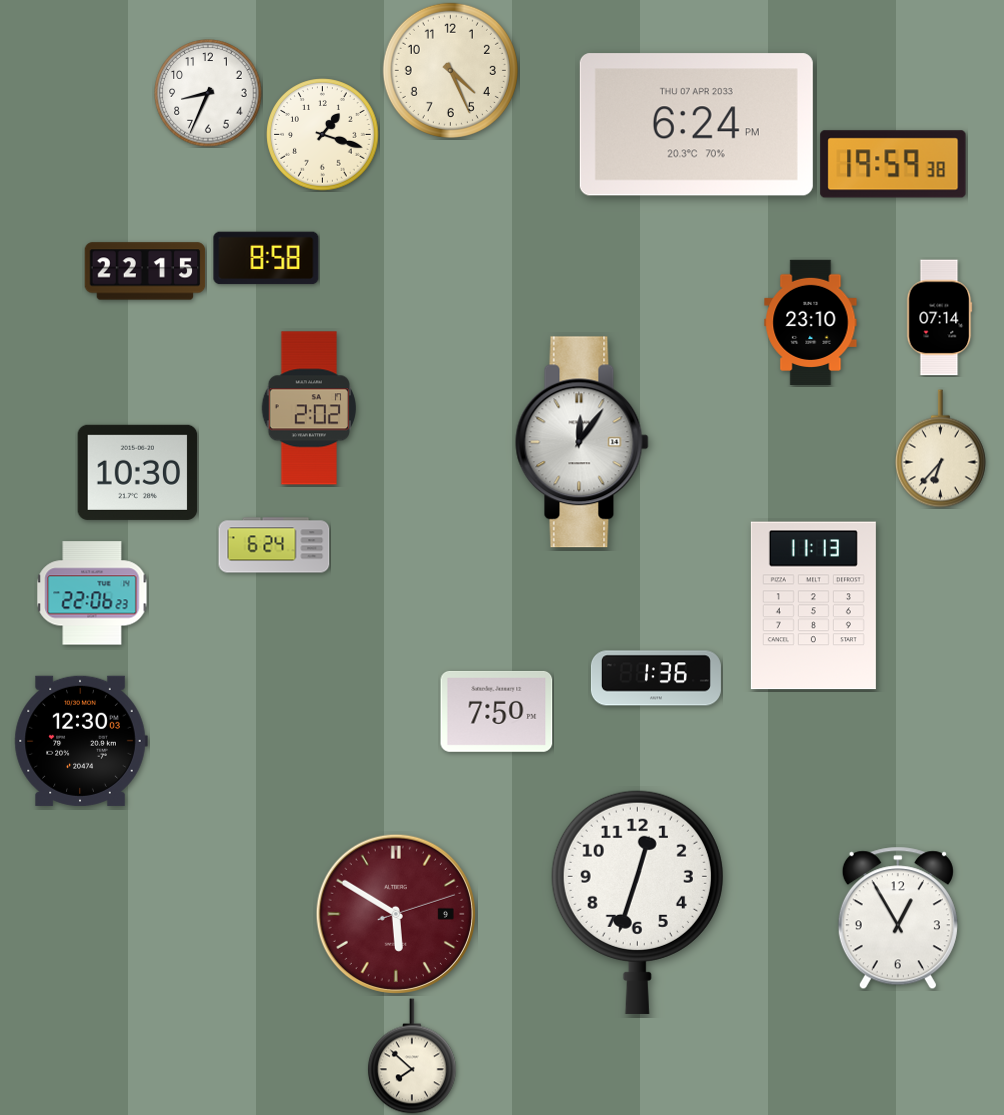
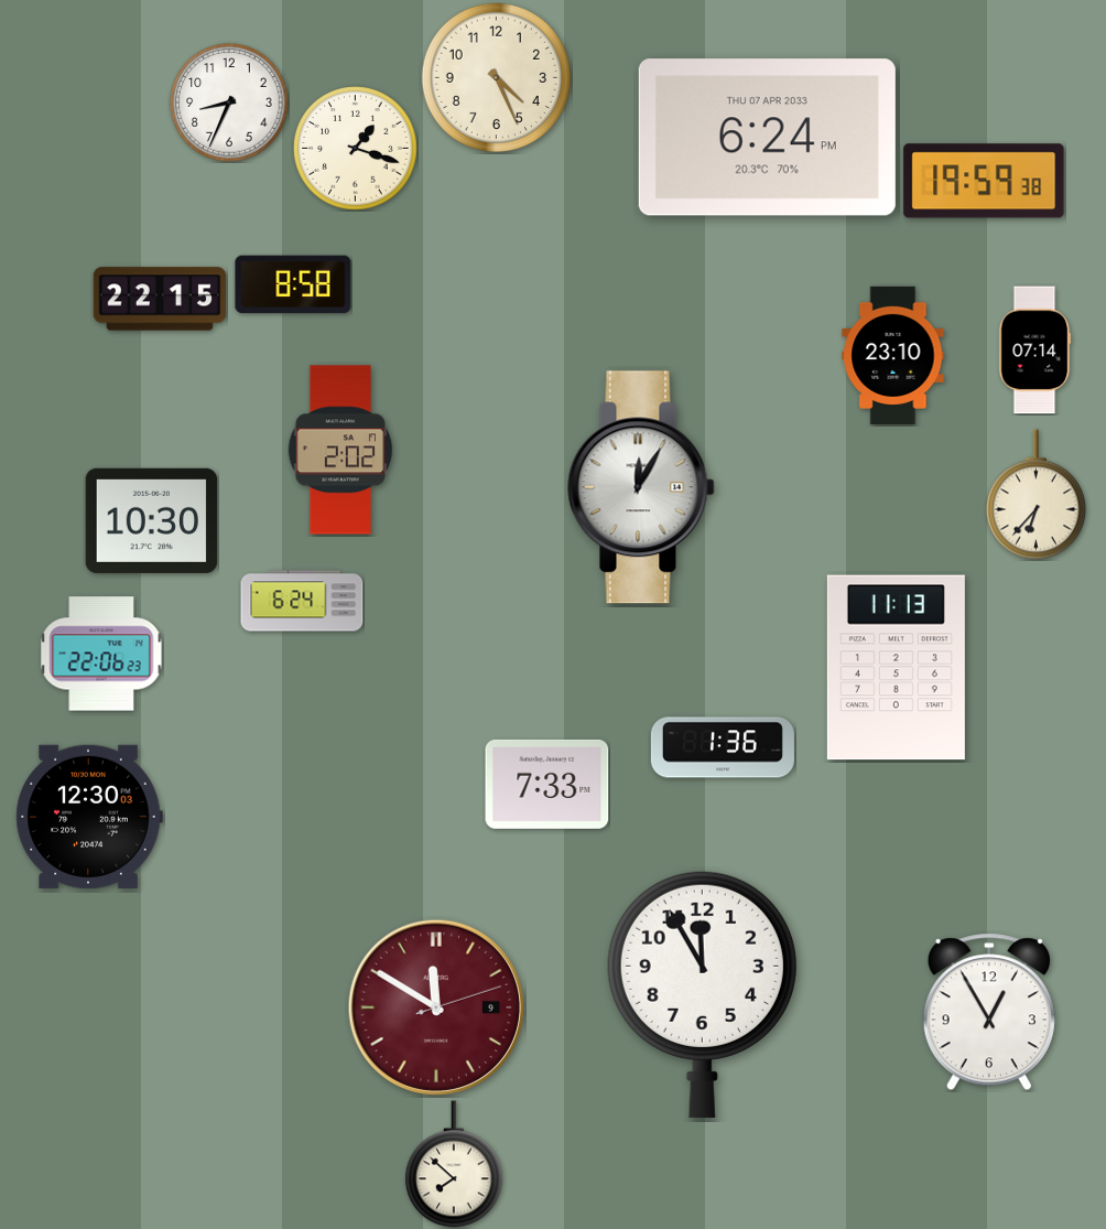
clock at (582, 442): 12:06 -> 12:05
clock at (497, 711): 7:50 -> 7:33
clock at (637, 902): 12:33 -> 11:55
clock at (395, 913): 5:50 -> 11:50
